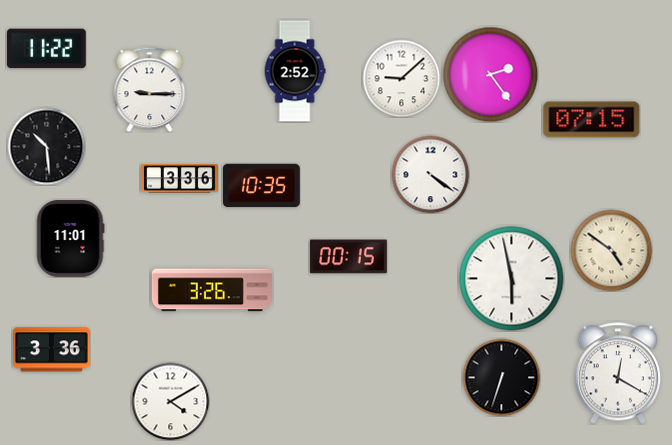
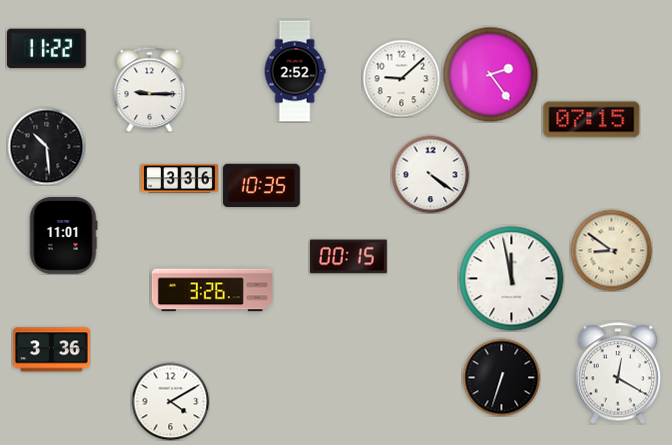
clock at (70, 239) position: (70, 239) -> (63, 236)
clock at (611, 250): 4:51 -> 8:51
clock at (512, 279): 5:58 -> 11:58
